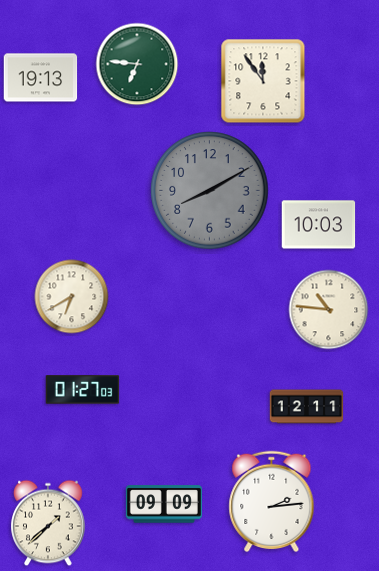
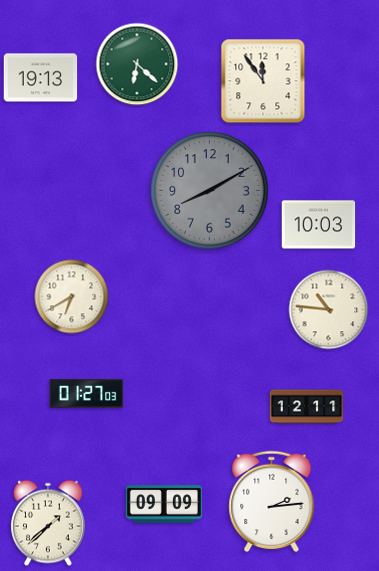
clock at (137, 64): 6:46 -> 6:22
clock at (83, 390) position: (83, 390) -> (87, 394)
